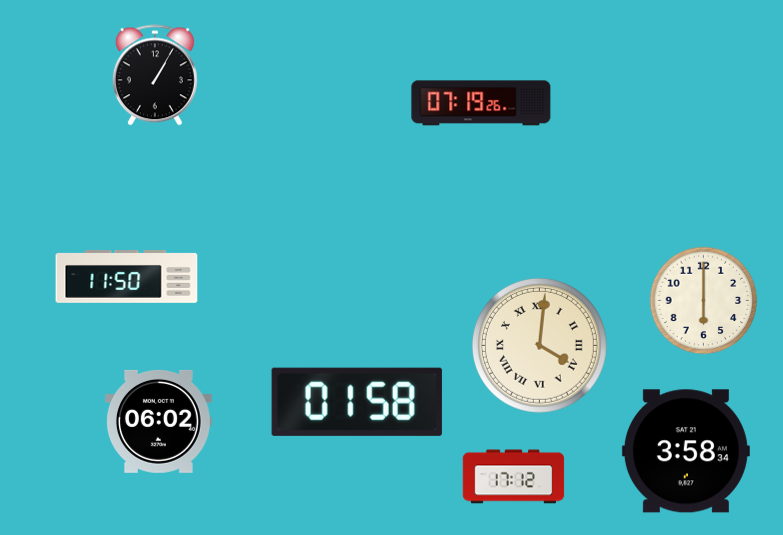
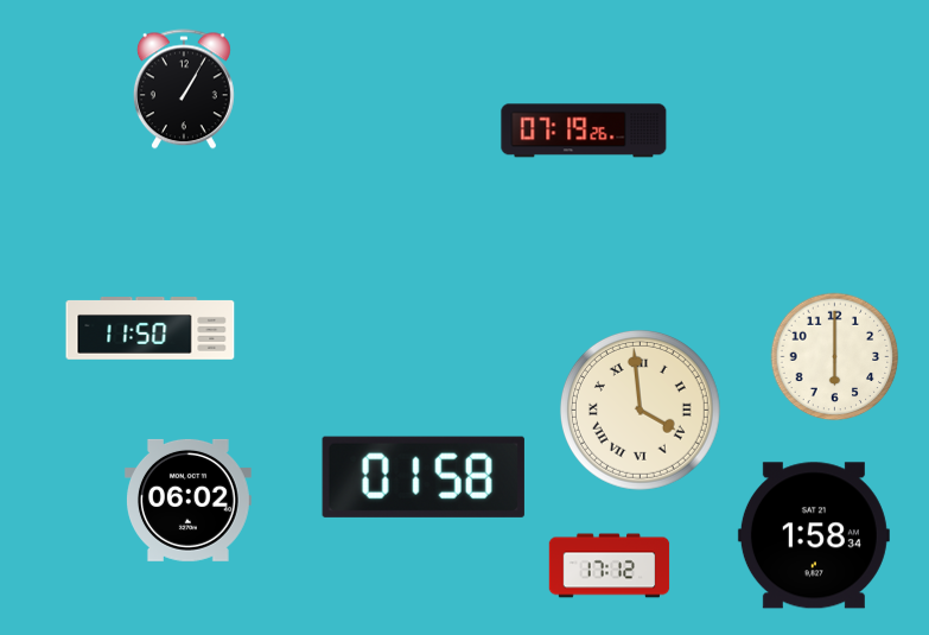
clock at (481, 103) position: (481, 103) -> (584, 131)
clock at (539, 345): 4:01 -> 3:59
clock at (686, 451): 3:58 -> 1:58
